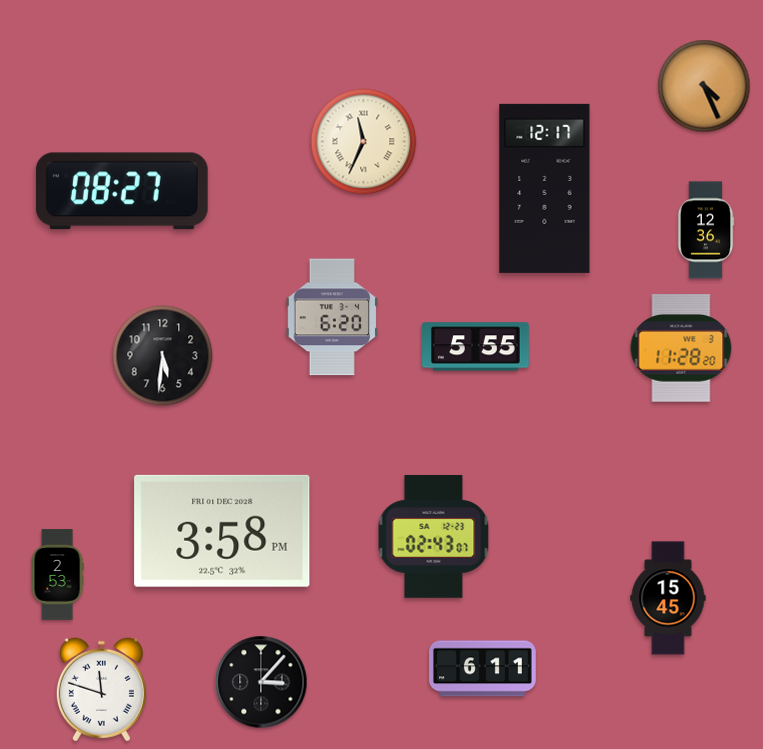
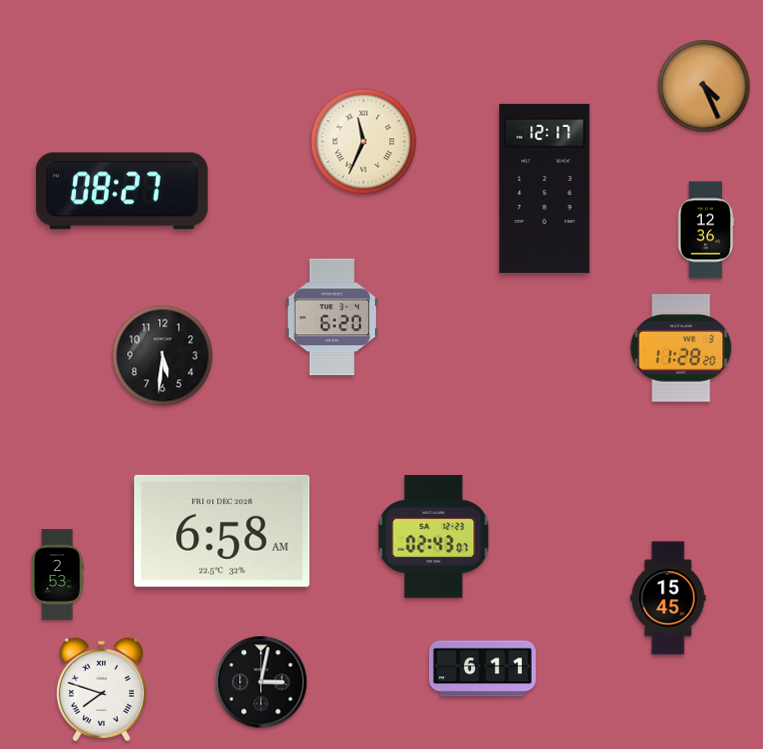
clock at (476, 347): 5:55 -> none
clock at (222, 531): 3:58 -> 6:58
clock at (261, 682): 3:07 -> 3:02
clock at (101, 690): 11:48 -> 7:48
